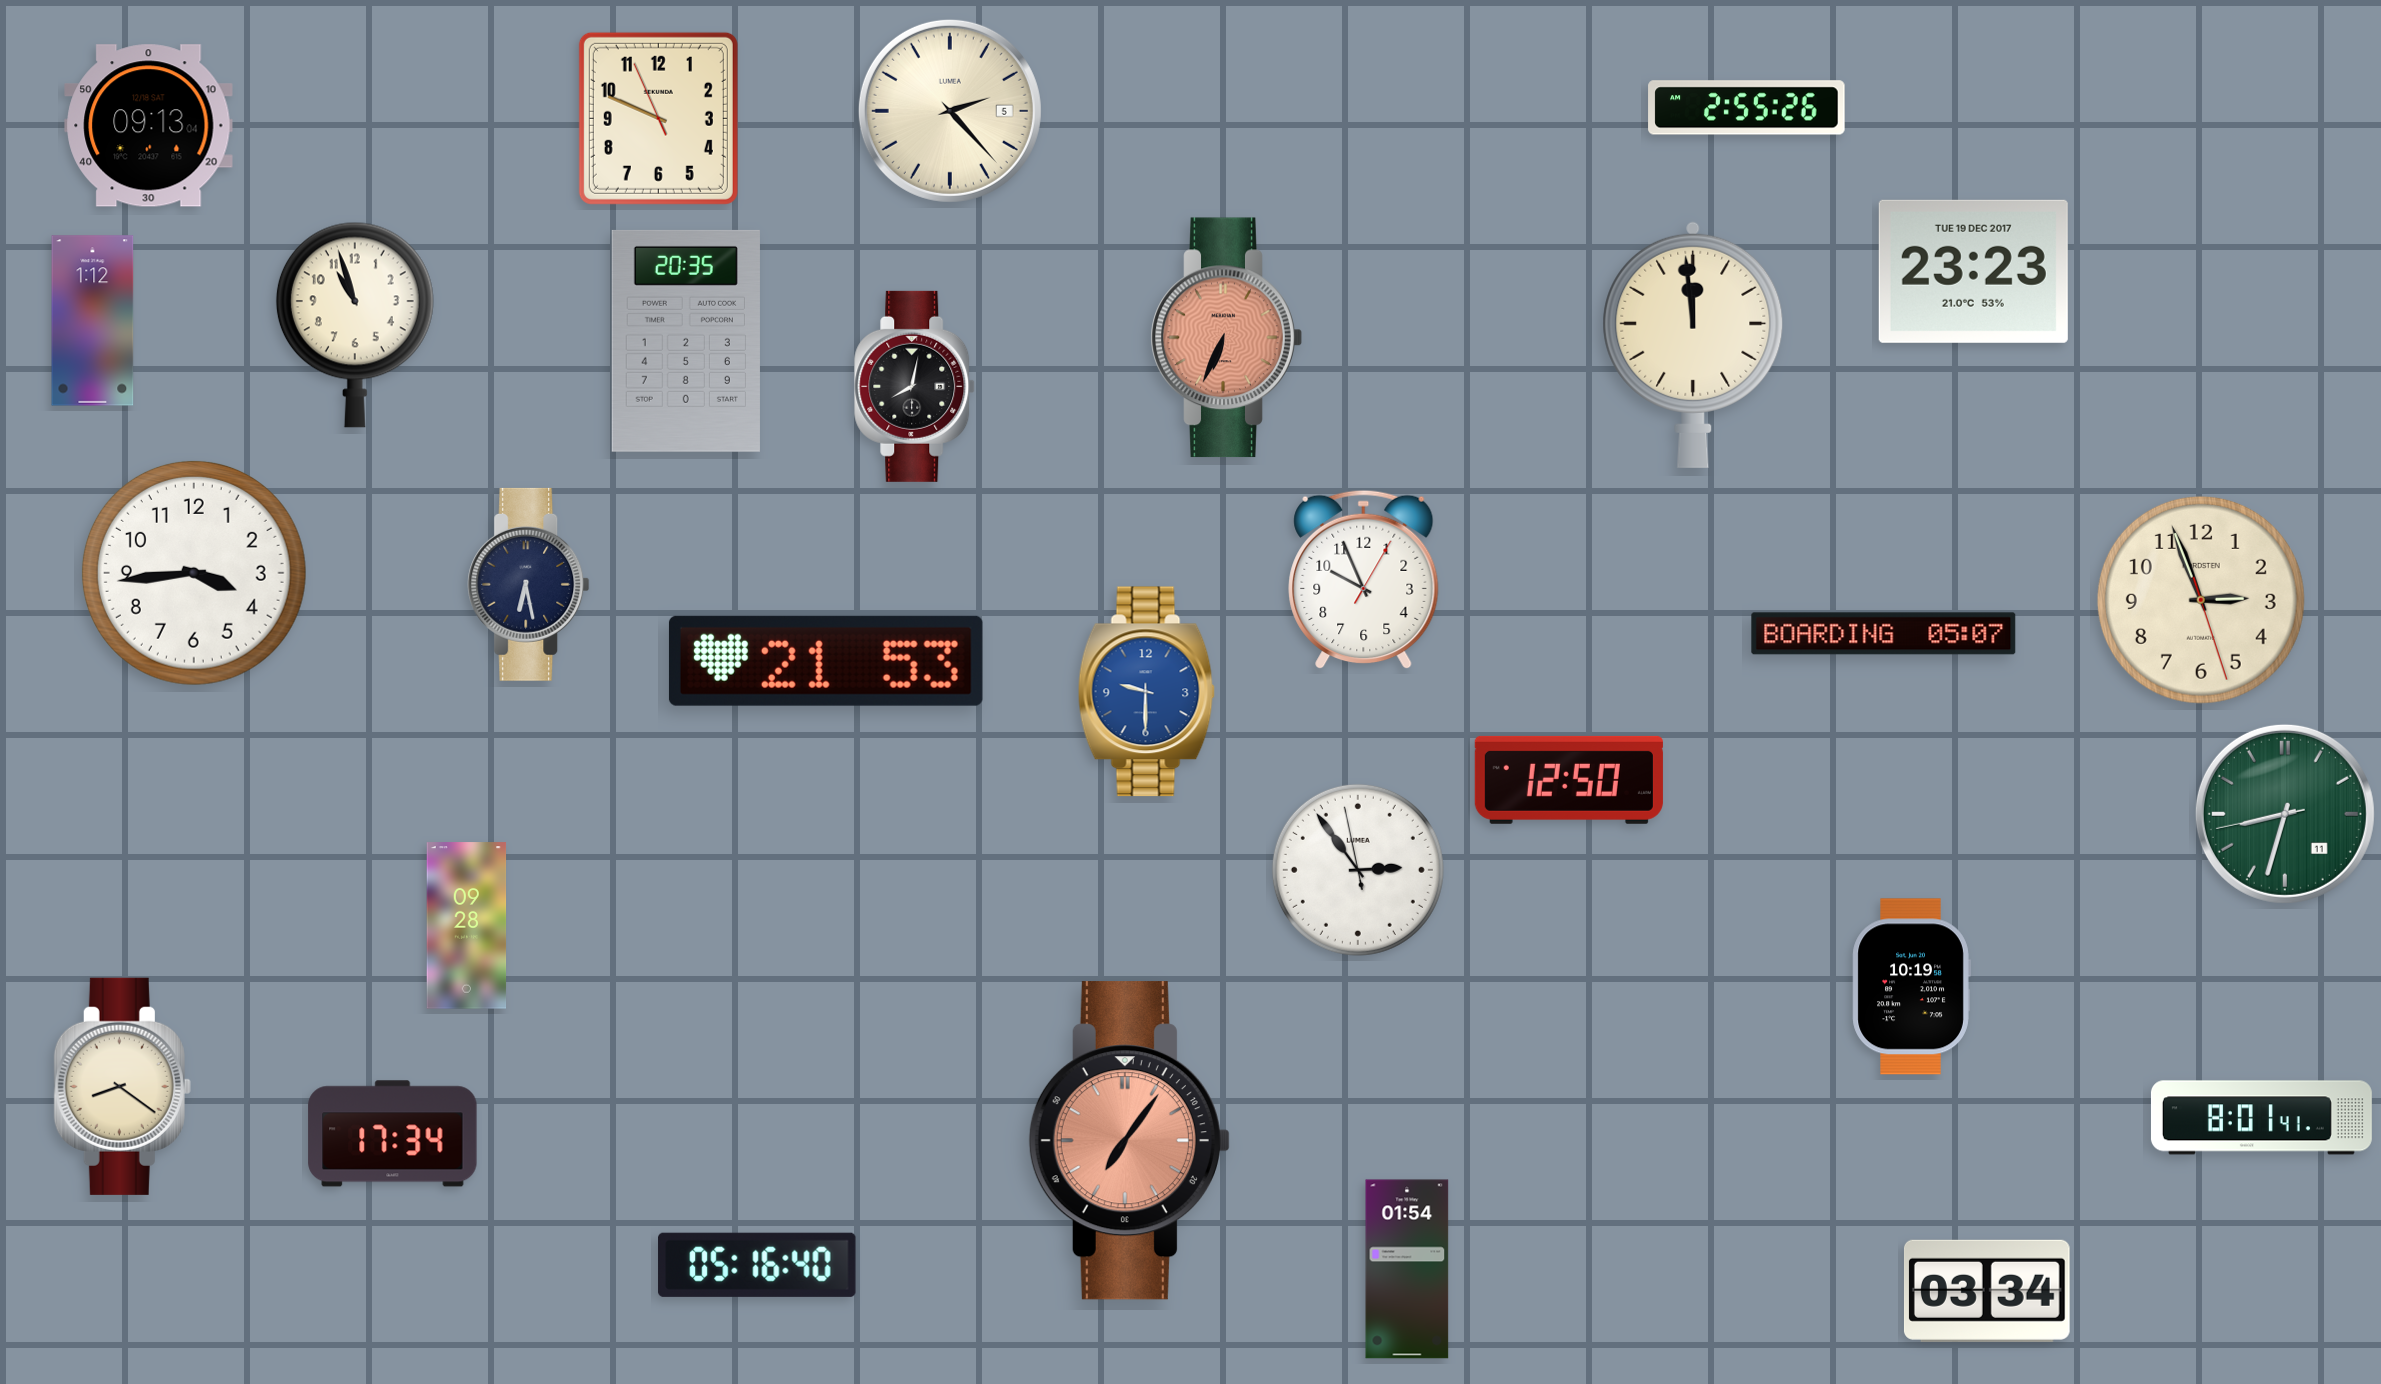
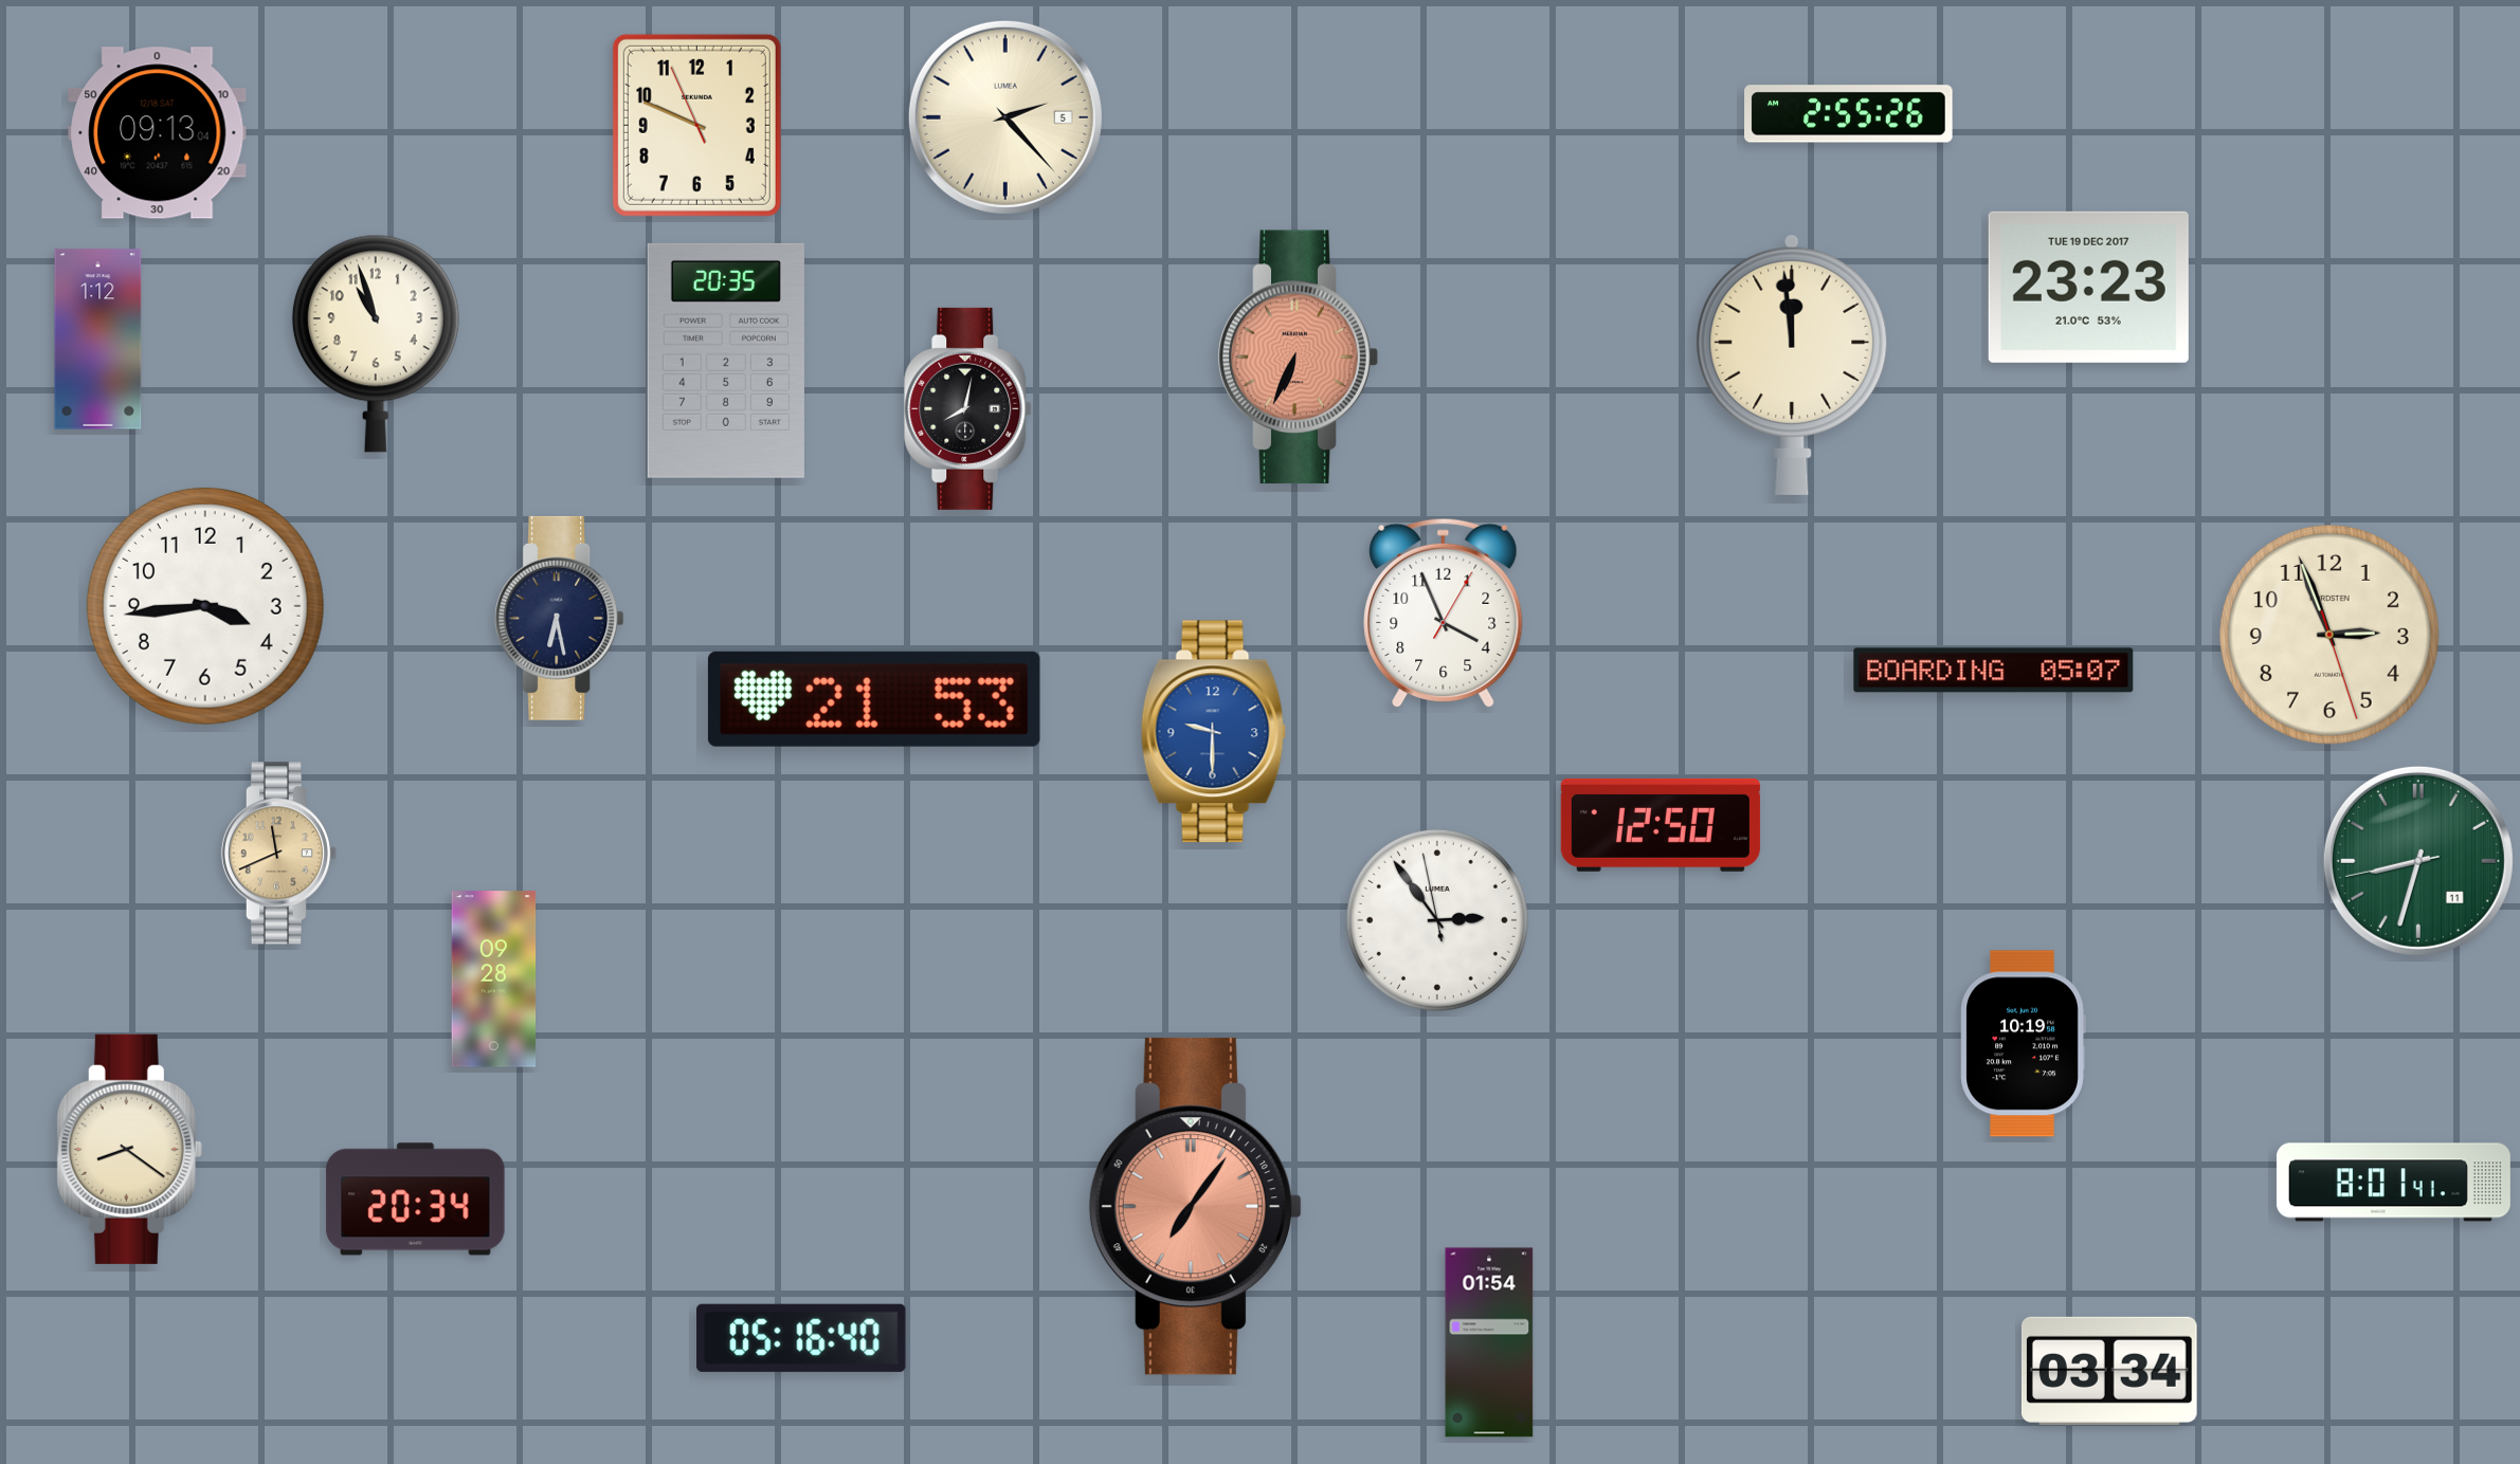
clock at (1364, 580): 9:56 -> 3:56
clock at (279, 854): none -> 11:41
clock at (393, 1134): 17:34 -> 20:34
clock at (1987, 1291) position: (1987, 1291) -> (2109, 1371)
